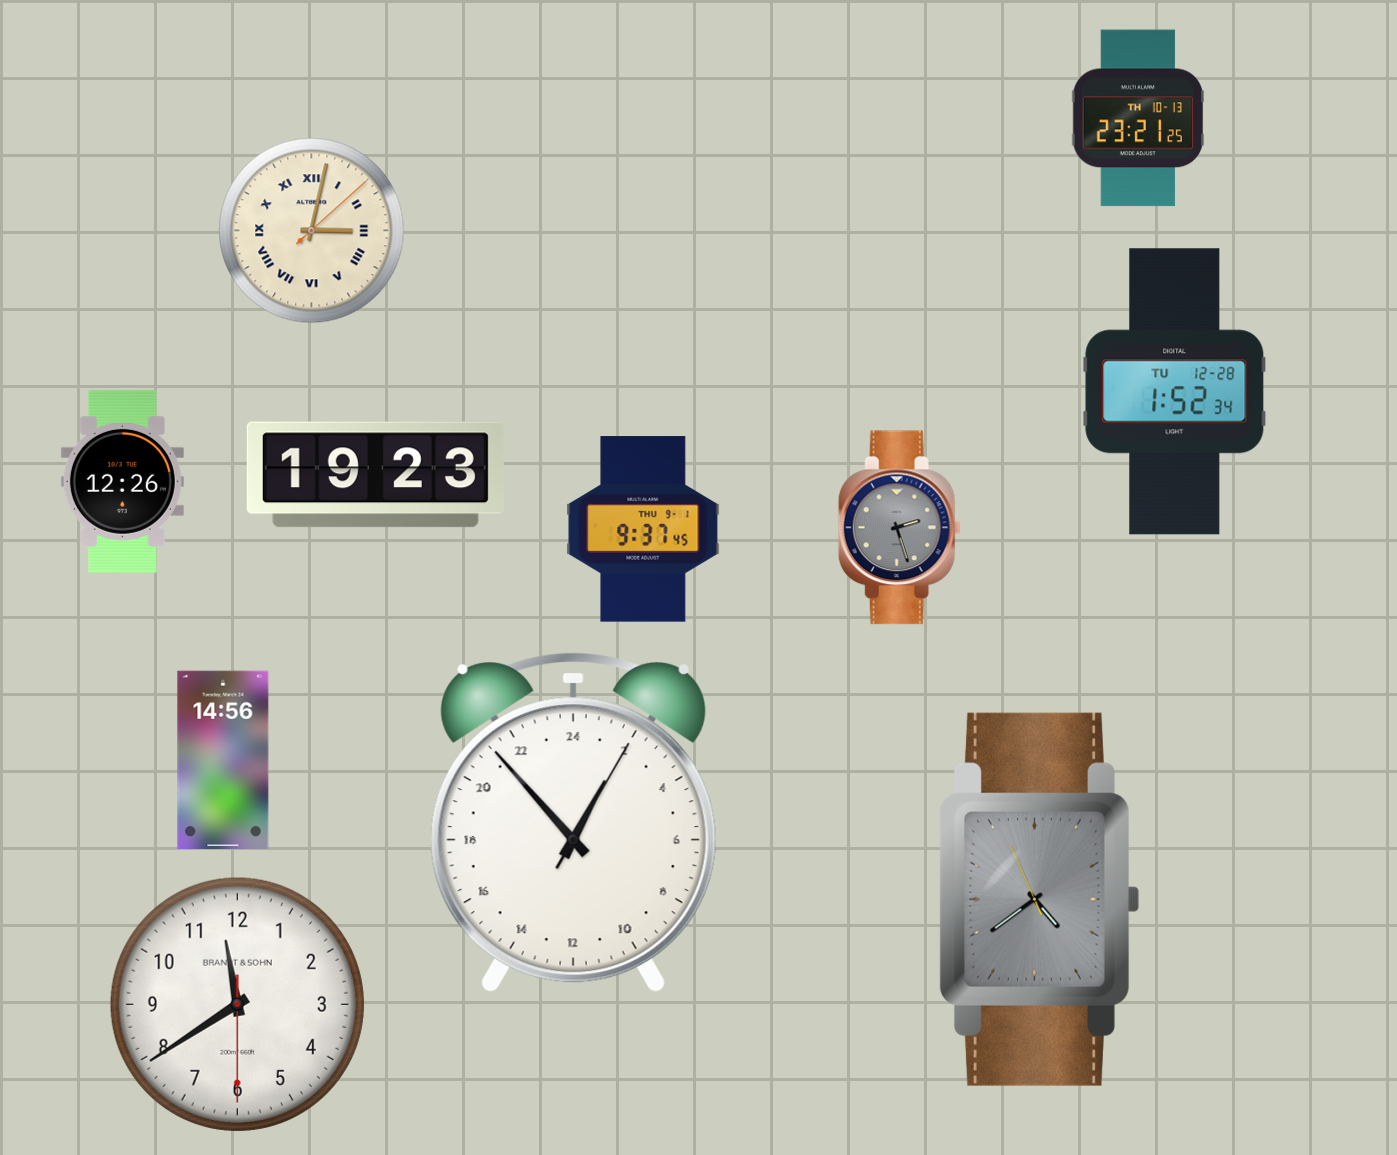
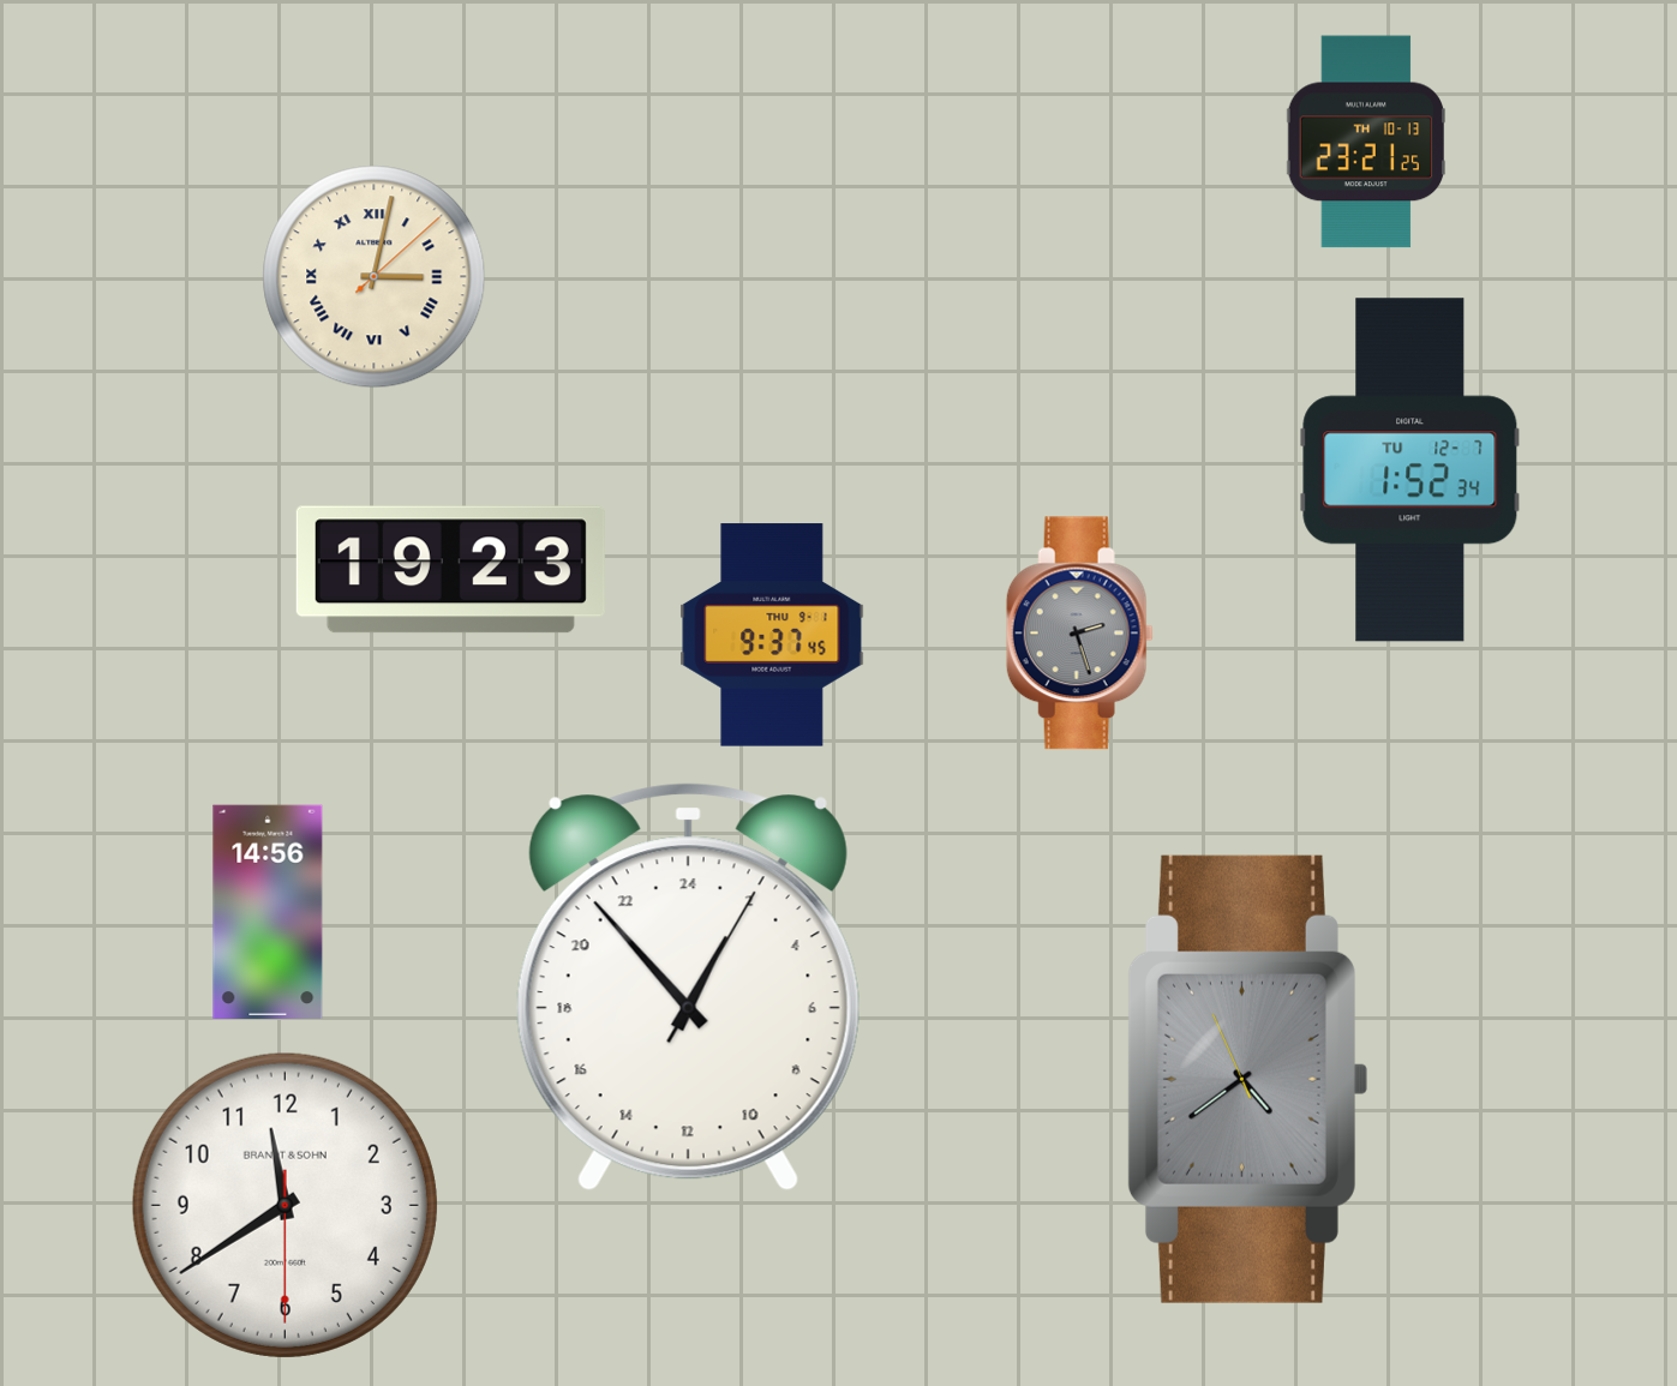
clock at (1175, 392) date: TU 12-28 -> TU 12-7
clock at (122, 481): 12:26 -> none
